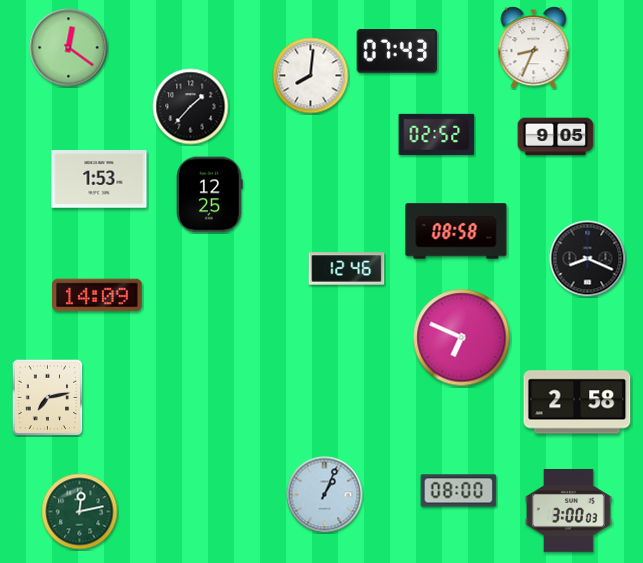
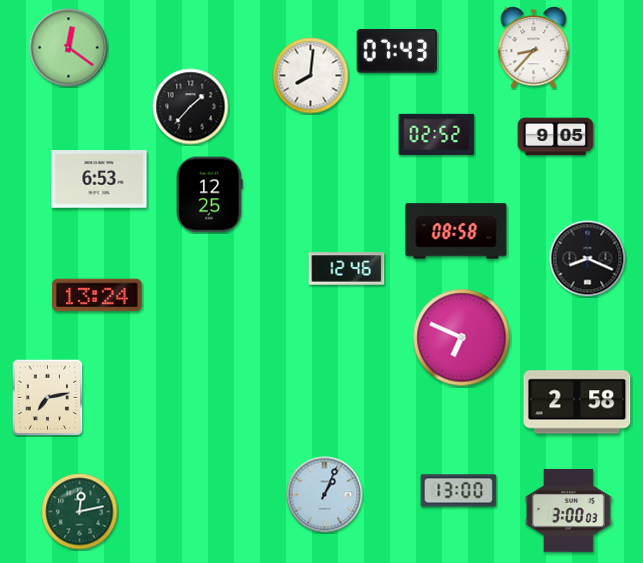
clock at (534, 48): 8:34 -> 8:37
clock at (99, 179): 1:53 -> 6:53
clock at (97, 295): 14:09 -> 13:24
clock at (459, 491): 08:00 -> 13:00
